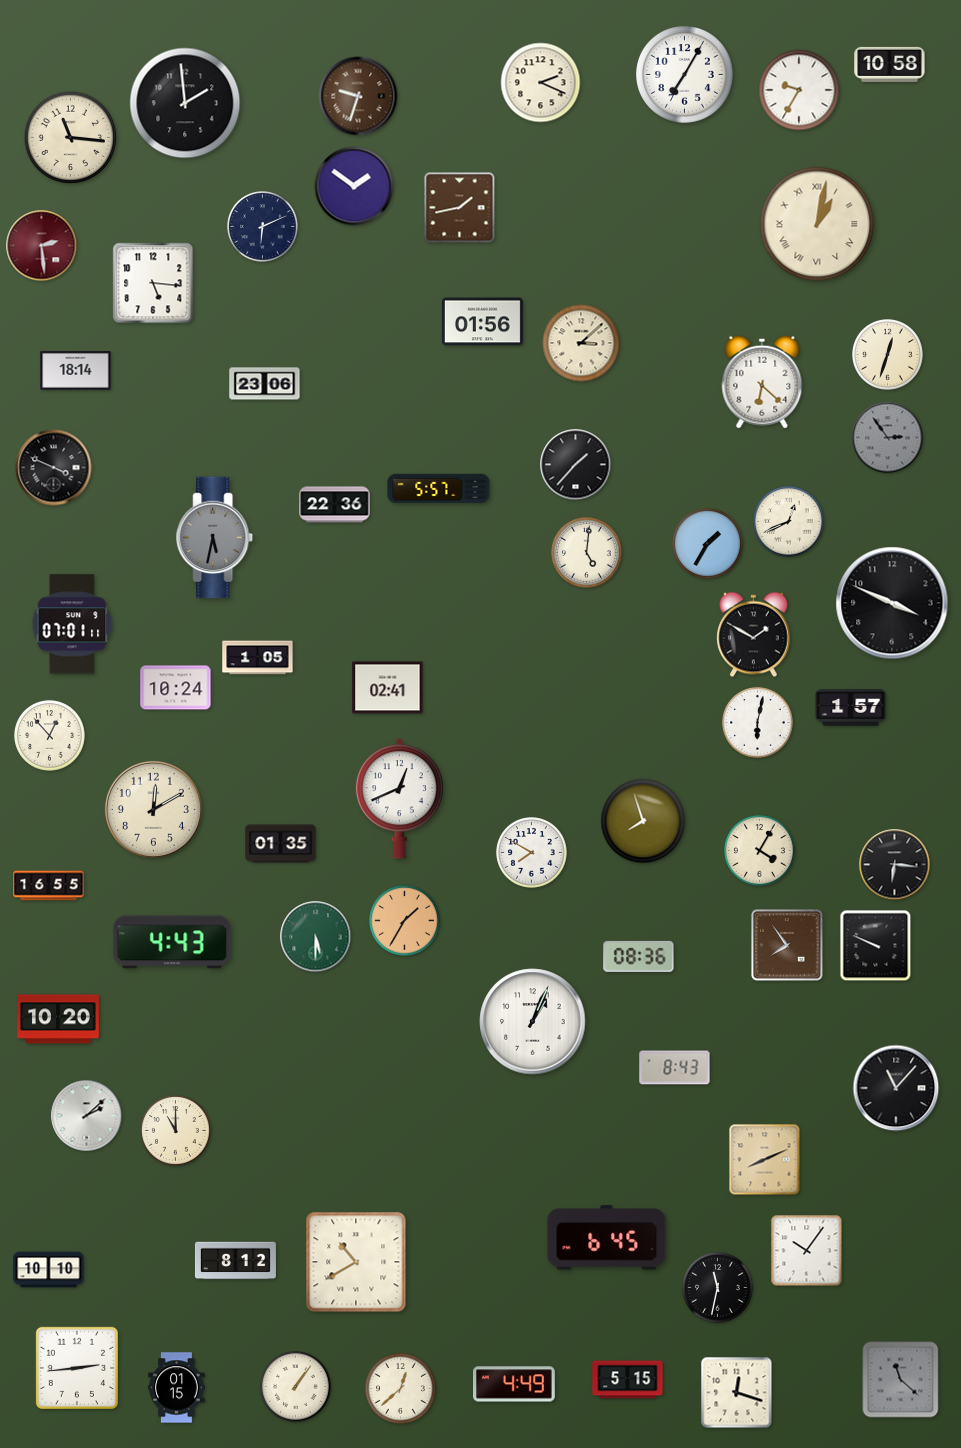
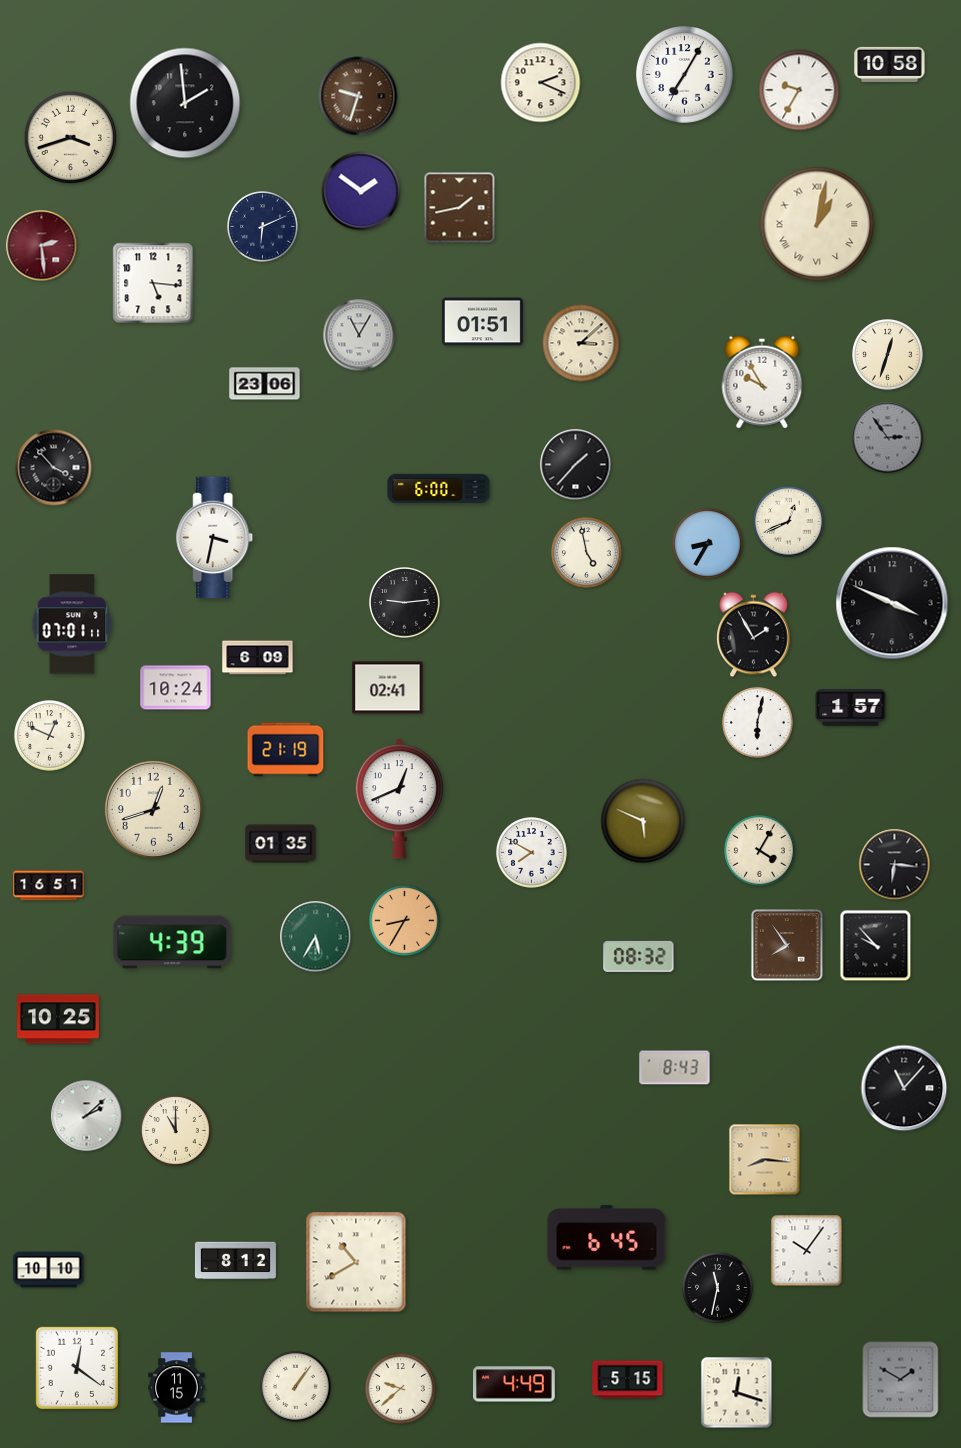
clock at (70, 137): 11:16 -> 3:42
clock at (354, 186) position: (354, 186) -> (361, 191)
clock at (482, 322): 01:56 -> 01:51
clock at (359, 335): none -> 11:05
clock at (76, 371): 18:14 -> none
clock at (762, 382): 6:22 -> 9:55
clock at (54, 468): 3:49 -> 3:53
clock at (439, 489): 5:57 -> 6:00
clock at (335, 505): 22:36 -> none
clock at (215, 538): 5:32 -> 3:32
clock at (215, 538) dial: grey -> white
clock at (708, 544): 1:35 -> 8:35
clock at (587, 553): 5:01 -> 4:58
clock at (405, 603): none -> 9:14
clock at (754, 635): 1:50 -> 1:55
clock at (258, 658): 1:05 -> 6:09
clock at (50, 736): 12:53 -> 12:49
clock at (286, 750): none -> 21:19
clock at (153, 809): 12:10 -> 12:42
clock at (643, 821): 7:57 -> 5:49
clock at (49, 886): 16:55 -> 16:51
clock at (405, 921): 1:35 -> 8:35
clock at (316, 937): 5:30 -> 5:35
clock at (172, 942): 4:43 -> 4:39
clock at (876, 946): 9:49 -> 9:53
clock at (639, 956): 08:36 -> 08:32
clock at (59, 1019): 10:20 -> 10:25
clock at (533, 1022): 1:04 -> none
clock at (896, 1088) position: (896, 1088) -> (904, 1088)
clock at (765, 1160): 8:11 -> 8:16
clock at (76, 1367): 2:44 -> 12:21
clock at (901, 1380): 11:22 -> 1:50
clock at (177, 1388): 01:15 -> 11:15
clock at (401, 1389): 12:38 -> 9:38
